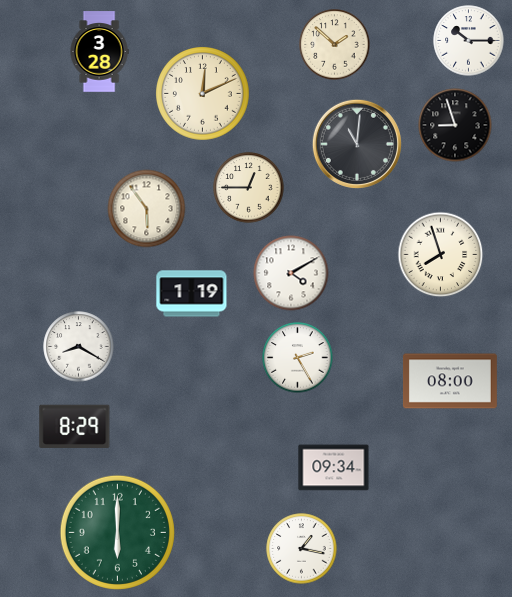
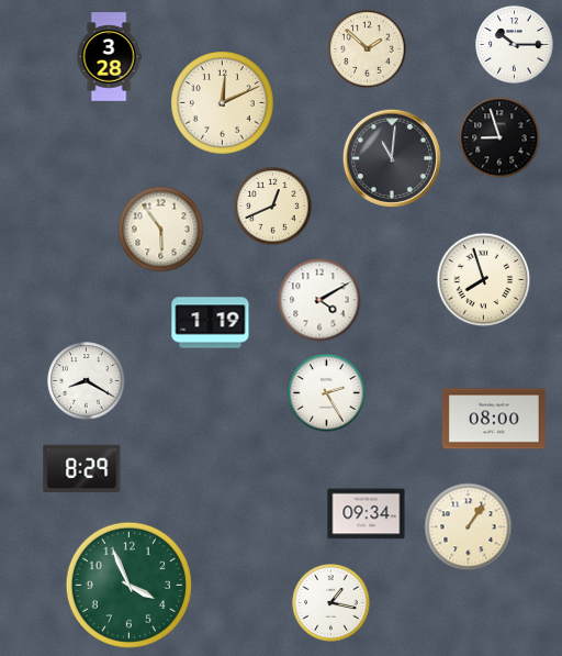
clock at (249, 188): 12:45 -> 12:41
clock at (469, 527): none -> 1:06
clock at (117, 532): 6:00 -> 3:56
